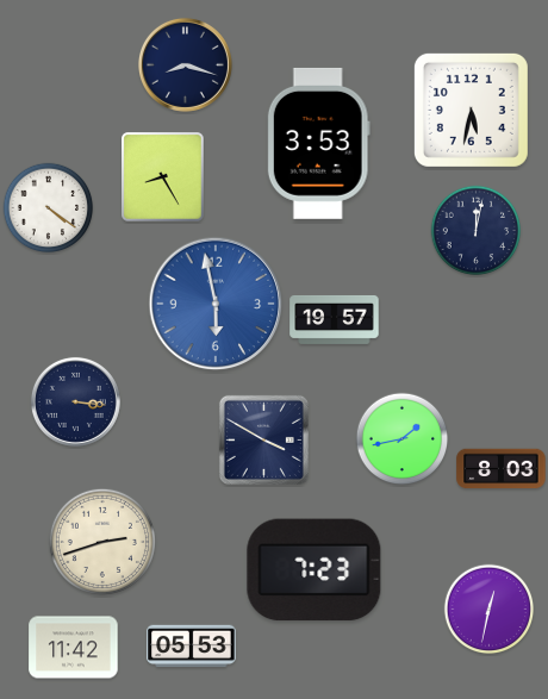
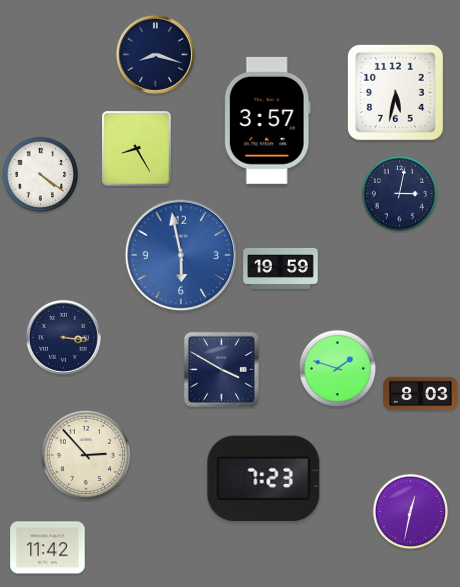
clock at (318, 143): 3:53 -> 3:57
clock at (477, 231): 12:02 -> 3:02
clock at (335, 319): 19:57 -> 19:59
clock at (403, 439): 1:43 -> 1:48
clock at (102, 542): 2:42 -> 2:53
clock at (192, 647): 05:53 -> none
clock at (74, 648) position: (74, 648) -> (48, 548)
